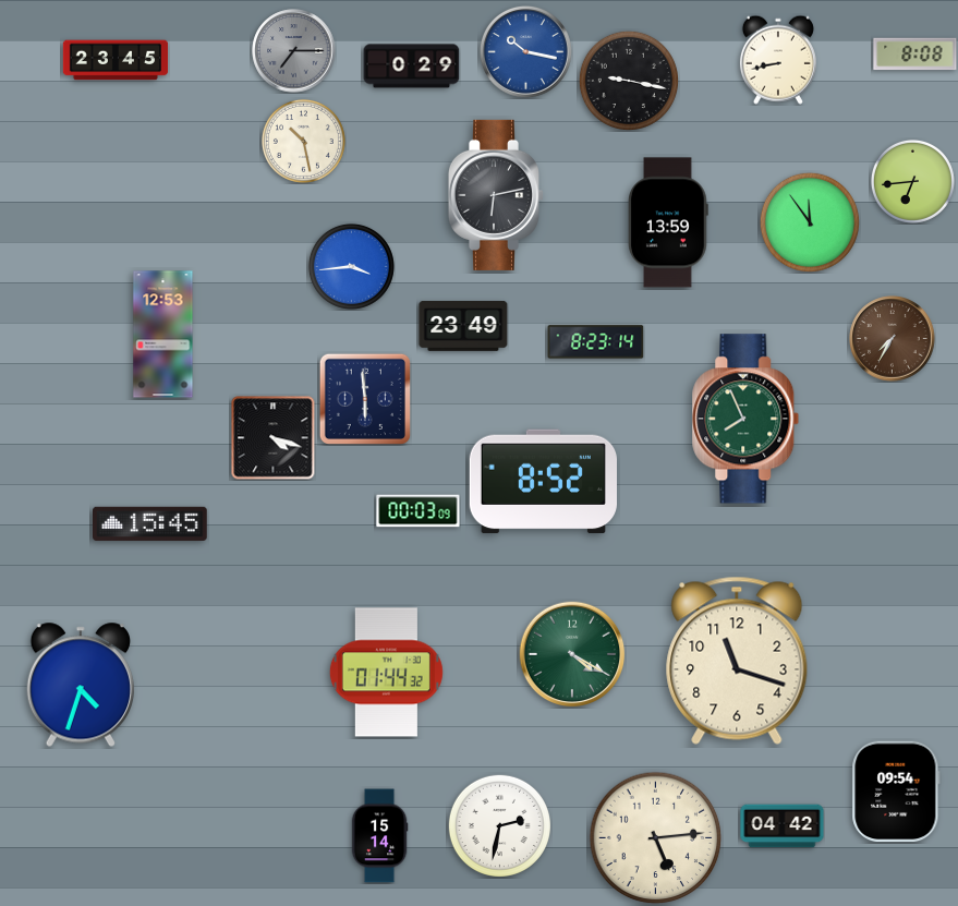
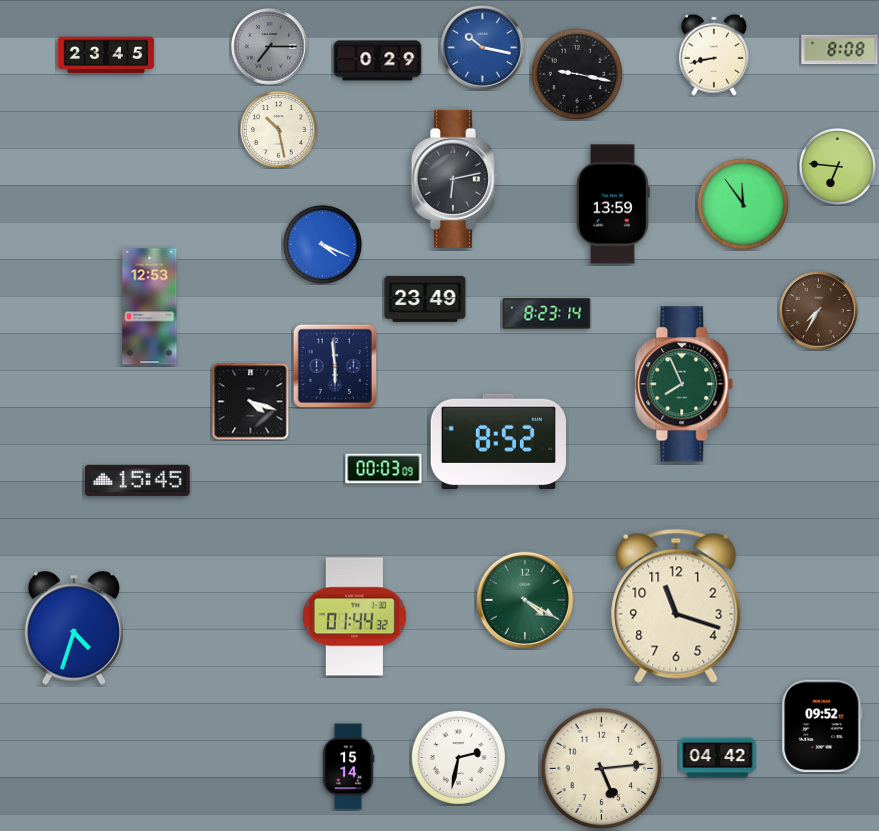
clock at (912, 181): 6:44 -> 6:46
clock at (351, 266): 3:44 -> 4:19
clock at (896, 792): 09:54 -> 09:52
